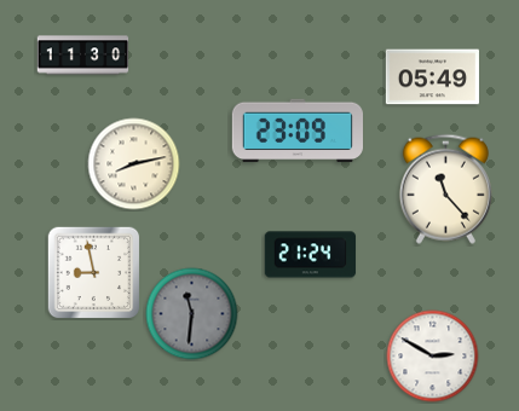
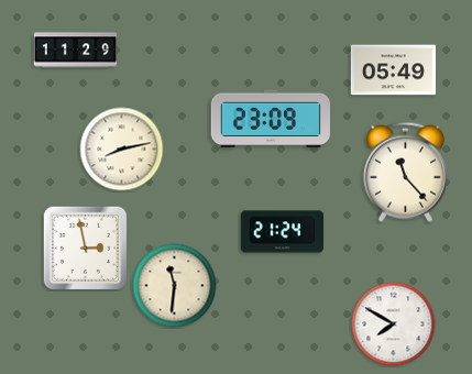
clock at (83, 56): 11:30 -> 11:29
clock at (93, 272): 8:58 -> 2:58
clock at (192, 314) dial: grey -> cream
clock at (433, 357): 2:50 -> 7:50
